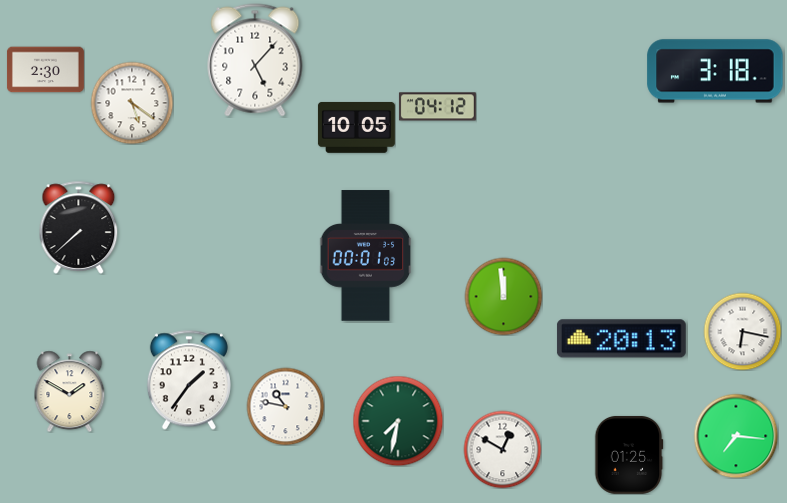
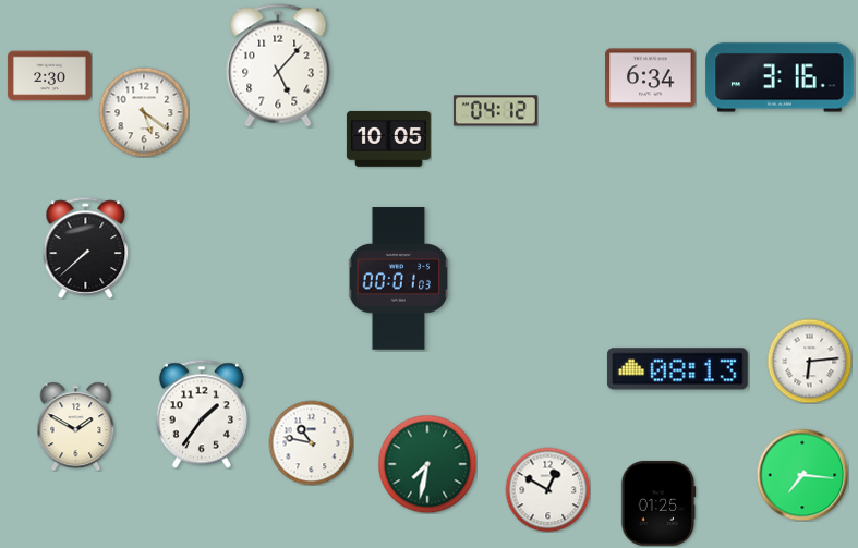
clock at (715, 71): 3:18 -> 3:16
clock at (651, 78): none -> 6:34
clock at (437, 107) position: (437, 107) -> (495, 111)
clock at (503, 296): 11:59 -> none
clock at (742, 331): 6:17 -> 6:14
clock at (621, 339): 20:13 -> 08:13
clock at (189, 380) position: (189, 380) -> (202, 414)
clock at (398, 421) position: (398, 421) -> (427, 464)
clock at (629, 455) position: (629, 455) -> (658, 503)
